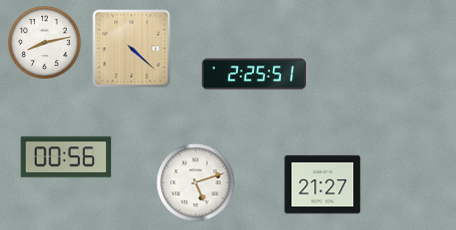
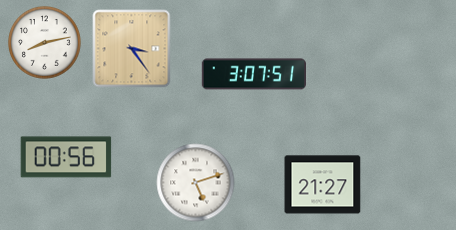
clock at (132, 49): 4:22 -> 3:24
clock at (253, 74): 2:25 -> 3:07
